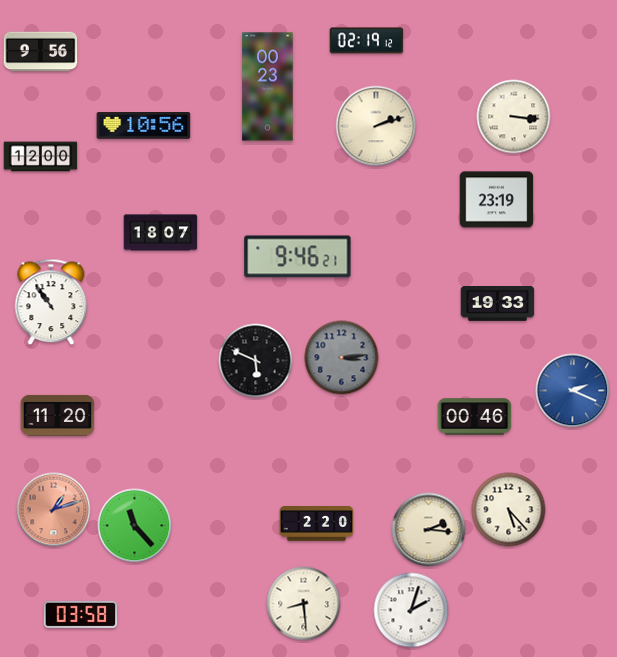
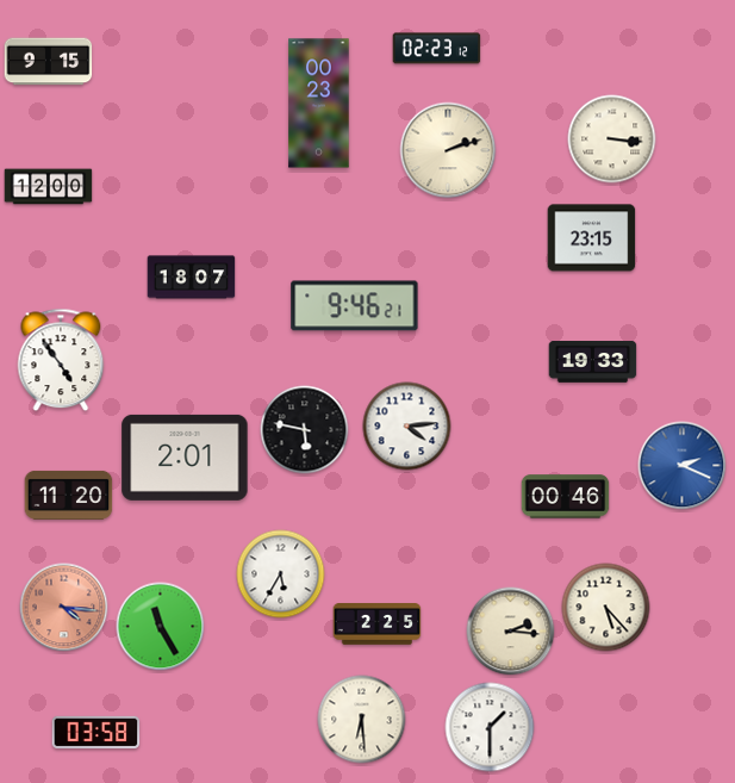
clock at (367, 41): 02:19 -> 02:23
clock at (41, 52): 9:56 -> 9:15
clock at (144, 126): 10:56 -> none
clock at (497, 200): 23:19 -> 23:15
clock at (51, 302): 10:54 -> 4:54
clock at (342, 358): 3:14 -> 4:14
clock at (342, 358) dial: grey -> white
clock at (256, 361): 5:49 -> 5:47
clock at (185, 458): none -> 2:01
clock at (281, 574): none -> 5:35
clock at (54, 510): 1:12 -> 4:16
clock at (317, 524): 2:20 -> 2:25
clock at (135, 526): 11:23 -> 11:25
clock at (304, 604): 8:29 -> 6:29
clock at (411, 610): 2:03 -> 1:30
